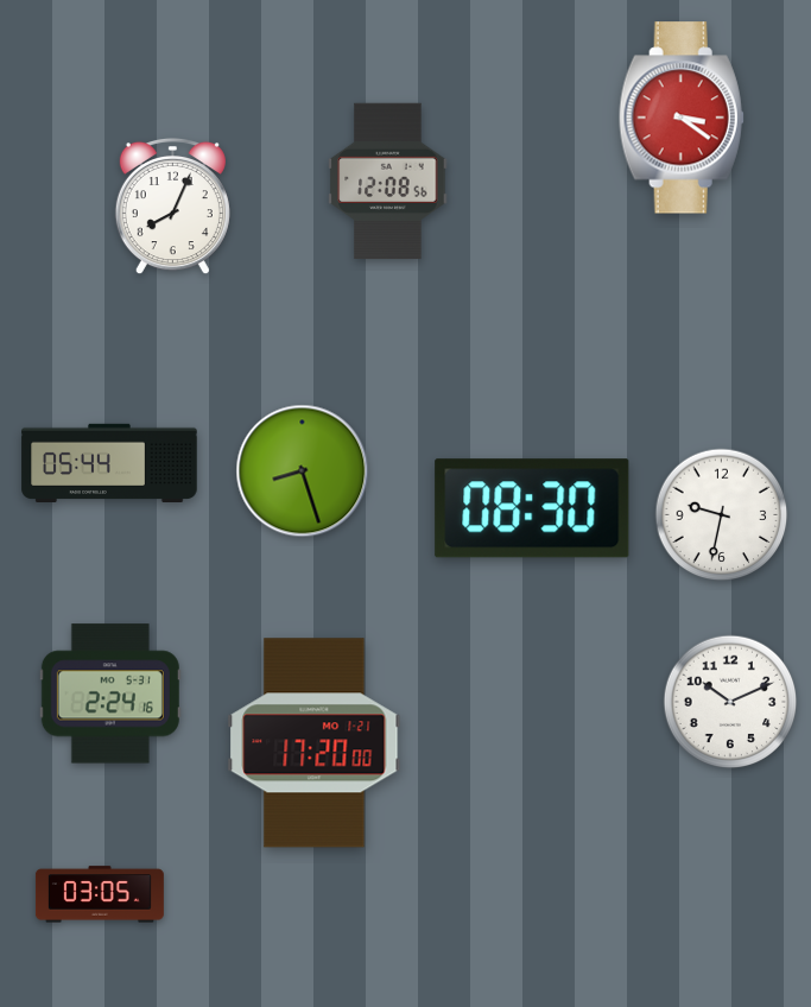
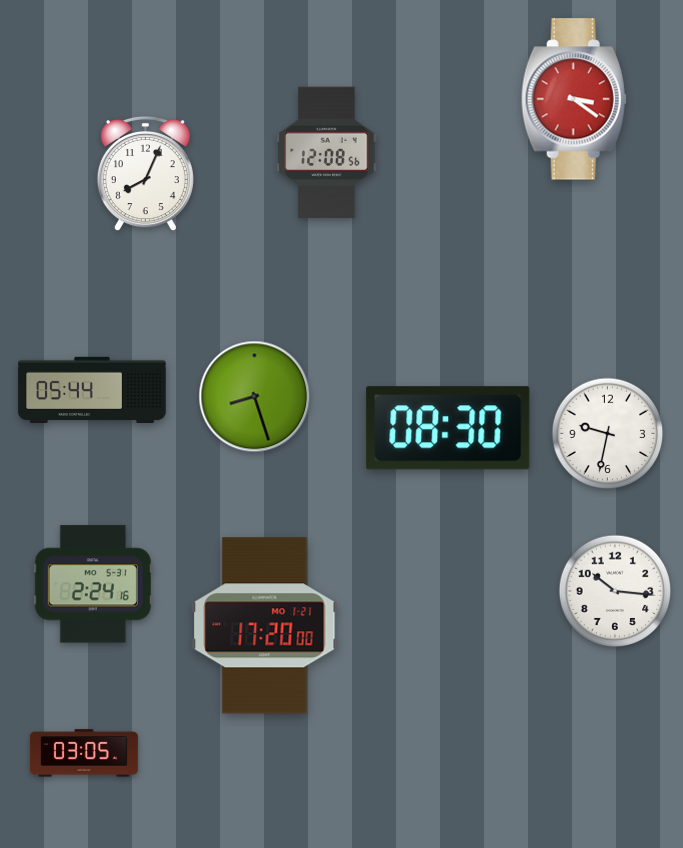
clock at (730, 702): 10:11 -> 10:16
